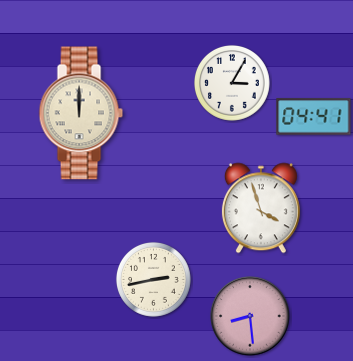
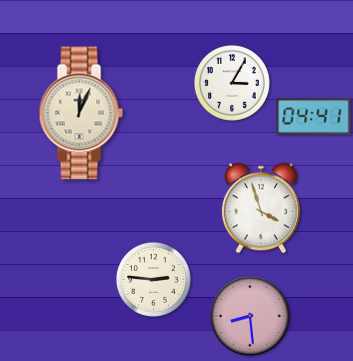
clock at (81, 113): 12:00 -> 12:04
clock at (153, 279): 2:43 -> 2:46
